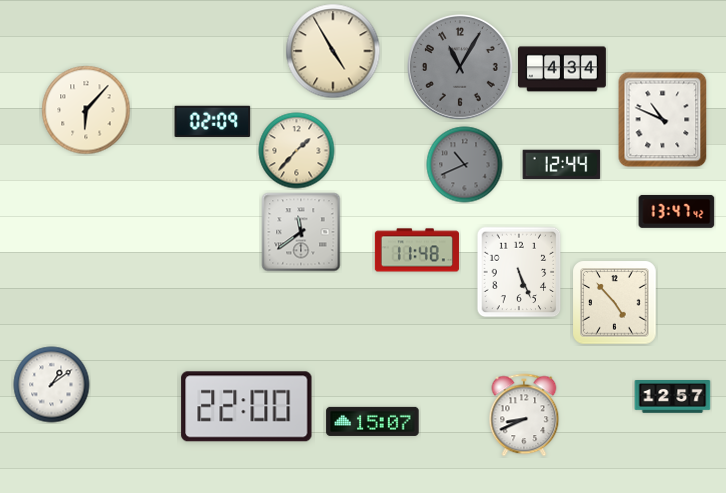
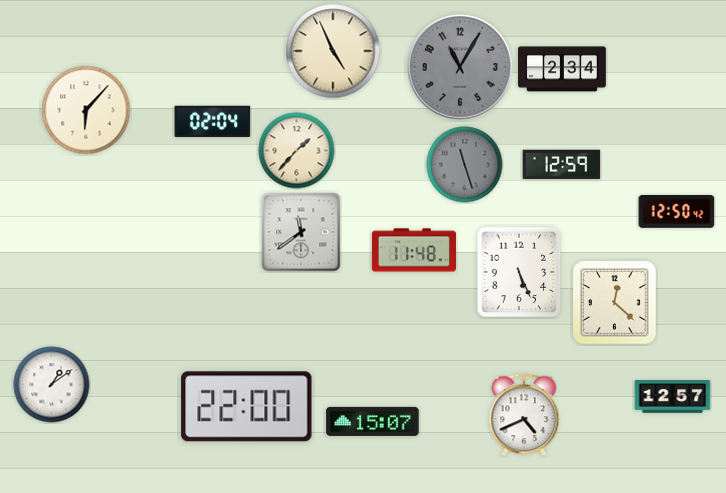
clock at (333, 51): 4:55 -> 4:56
clock at (562, 69): 4:34 -> 2:34
clock at (663, 120): 10:49 -> none
clock at (213, 121): 02:09 -> 02:04
clock at (465, 165): 10:41 -> 11:27
clock at (562, 165): 12:44 -> 12:59
clock at (677, 211): 13:47 -> 12:50
clock at (417, 250) position: (417, 250) -> (414, 250)
clock at (615, 303): 4:53 -> 12:22
clock at (524, 415): 8:41 -> 4:41
